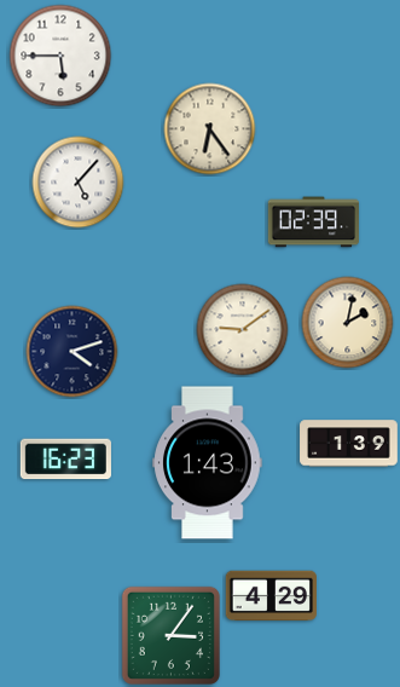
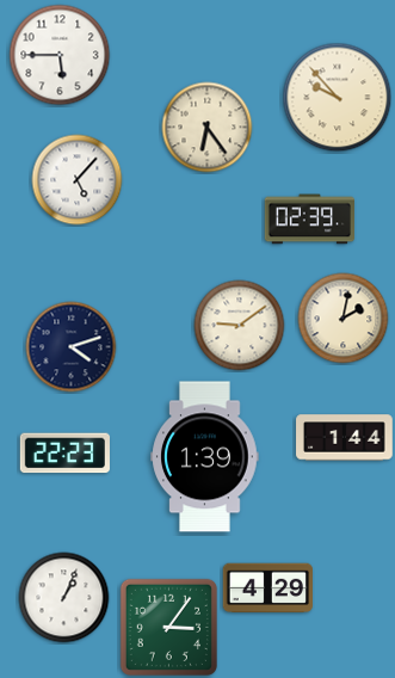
clock at (338, 98): none -> 9:53
clock at (349, 444): 1:39 -> 1:44
clock at (65, 460): 16:23 -> 22:23
clock at (208, 463): 1:43 -> 1:39
clock at (64, 598): none -> 1:04
